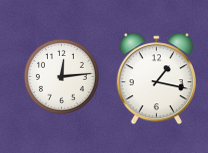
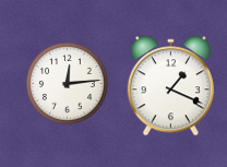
clock at (156, 79): 1:17 -> 1:19
